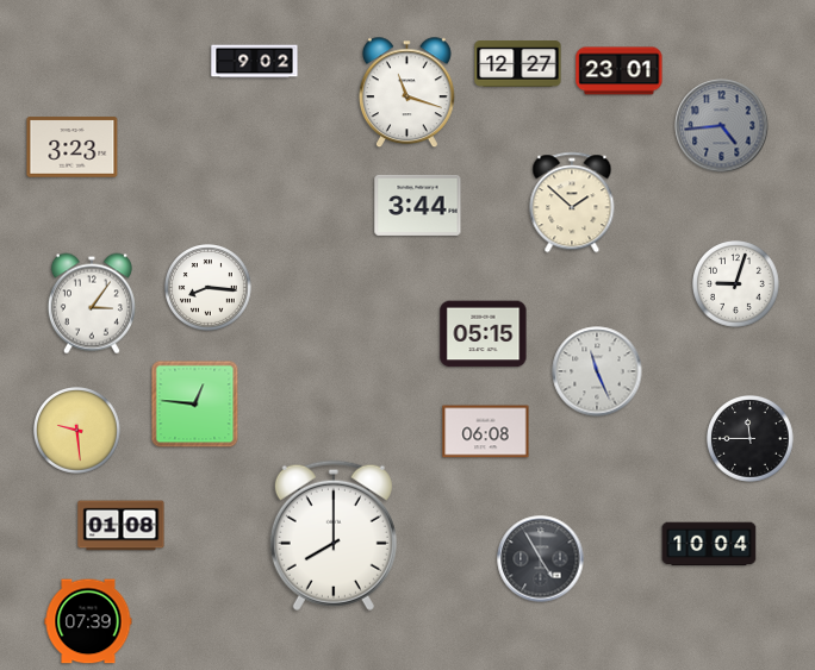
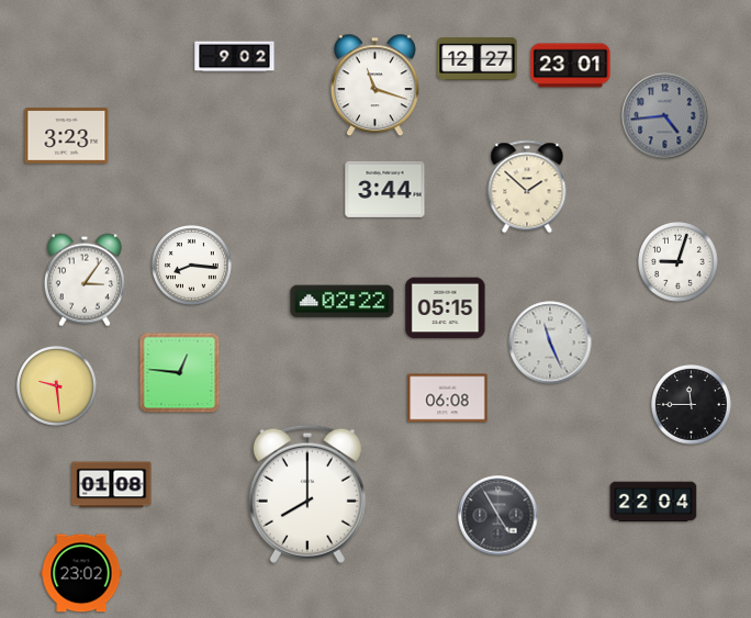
clock at (343, 302): none -> 02:22
clock at (77, 431) position: (77, 431) -> (57, 386)
clock at (709, 544): 10:04 -> 22:04
clock at (88, 621): 07:39 -> 23:02
